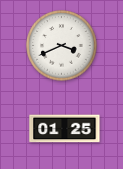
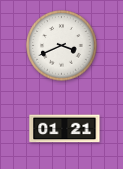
clock at (65, 129): 01:25 -> 01:21
